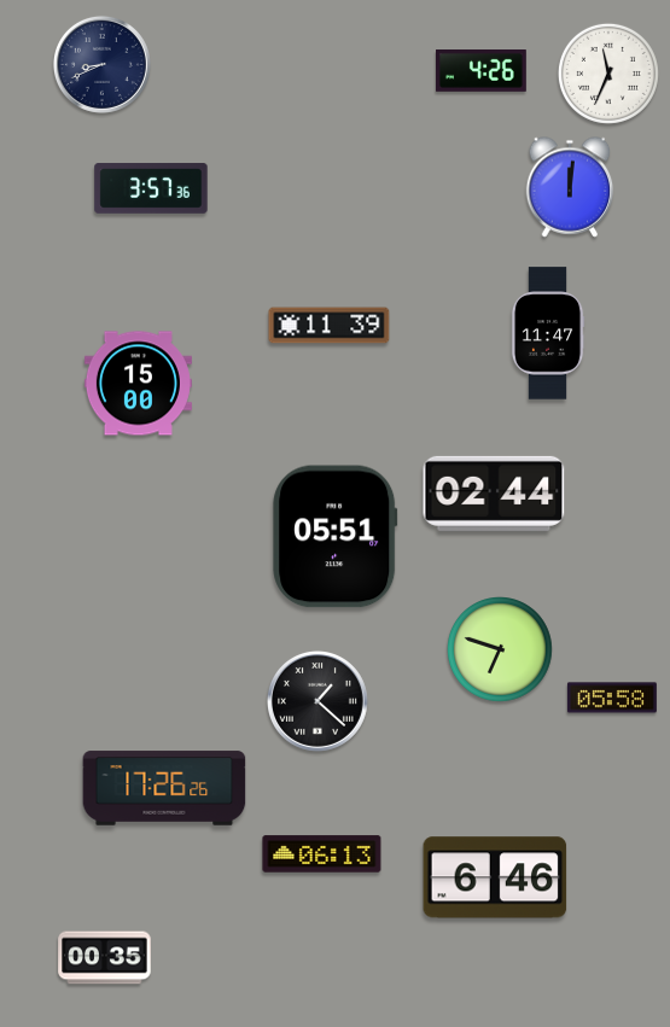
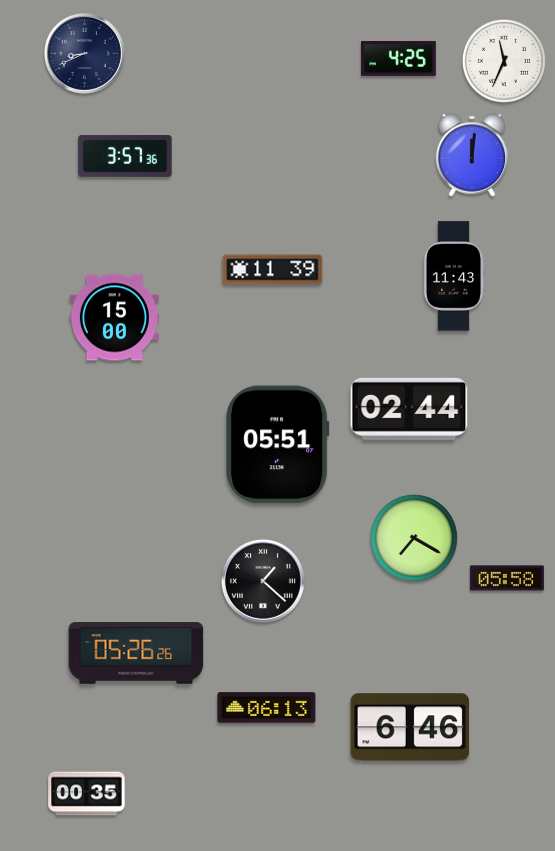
clock at (482, 71): 4:26 -> 4:25
clock at (548, 333): 11:47 -> 11:43
clock at (501, 650): 6:48 -> 7:20
clock at (164, 788): 17:26 -> 05:26
